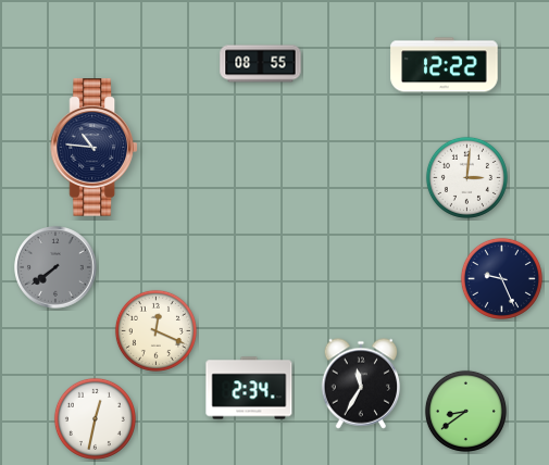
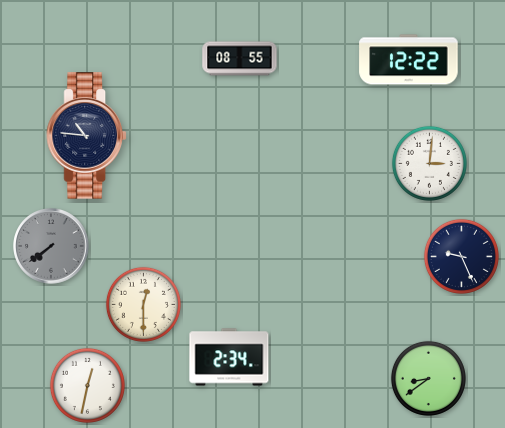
clock at (155, 330): 12:19 -> 12:30
clock at (361, 384): 11:35 -> none
